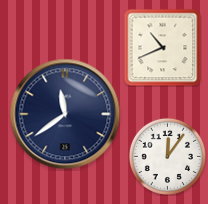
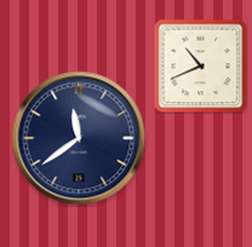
clock at (162, 47) position: (162, 47) -> (200, 65)
clock at (167, 156): 12:06 -> none
